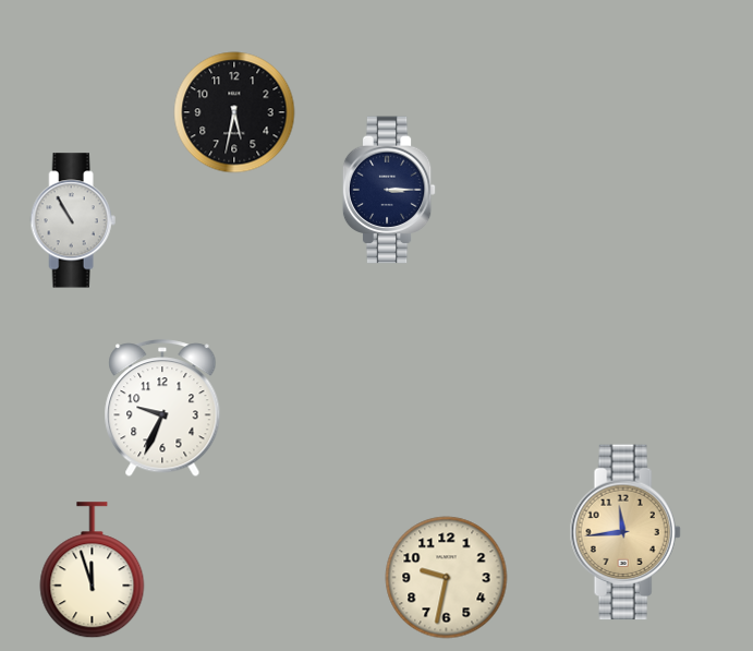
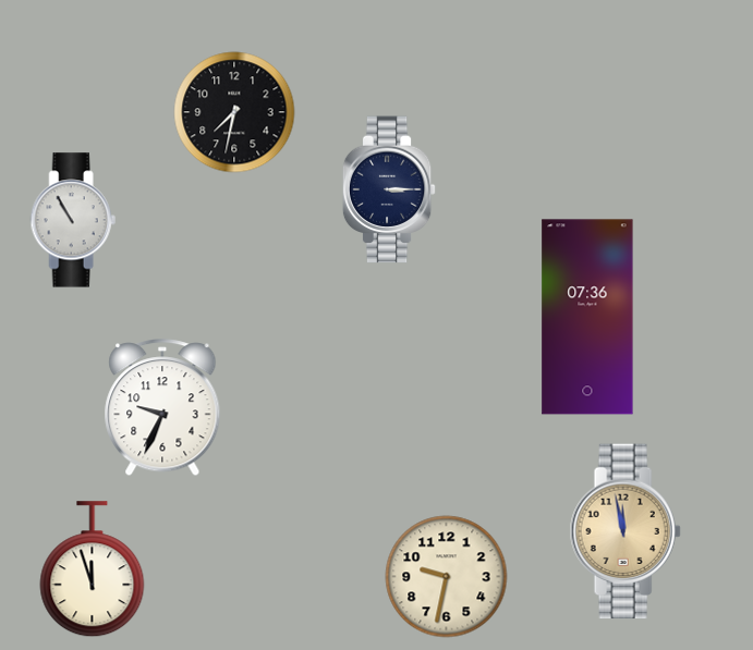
clock at (234, 112): 5:32 -> 7:32
clock at (587, 317): none -> 07:36
clock at (626, 532): 11:44 -> 11:58
